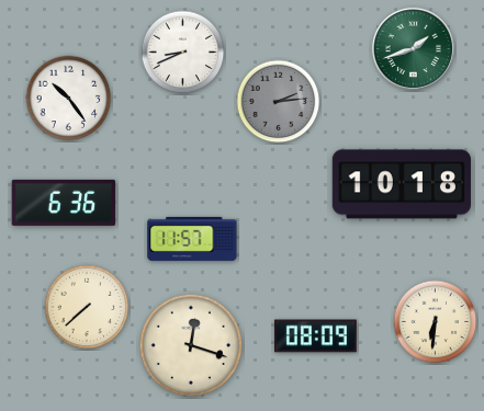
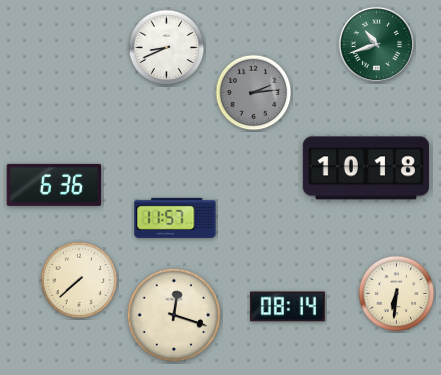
clock at (413, 48): 1:42 -> 10:42
clock at (69, 99): 10:24 -> none
clock at (64, 203) position: (64, 203) -> (54, 185)
clock at (316, 336): 08:09 -> 08:14
